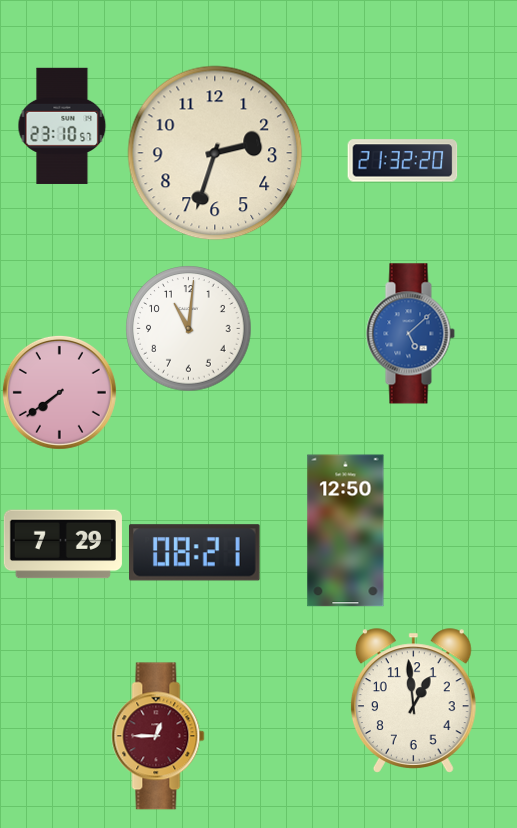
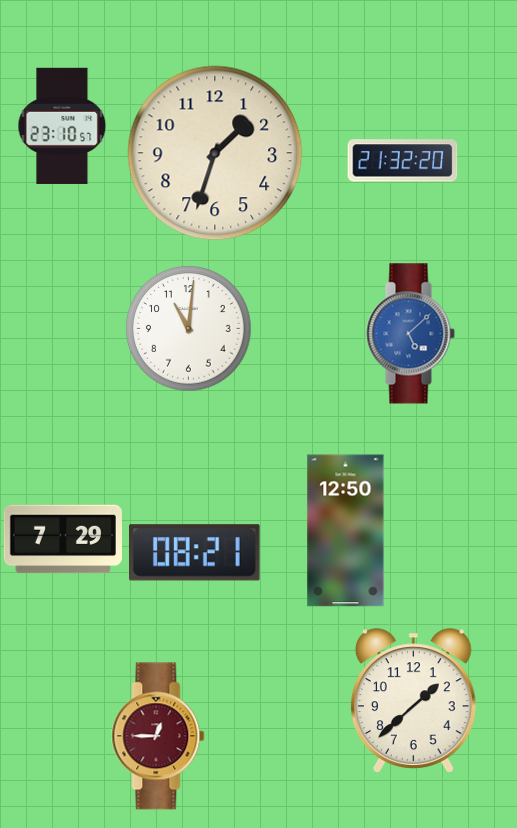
clock at (215, 153): 2:33 -> 1:33
clock at (59, 392): 7:39 -> none
clock at (63, 544) position: (63, 544) -> (63, 539)
clock at (413, 701): 12:59 -> 1:38
